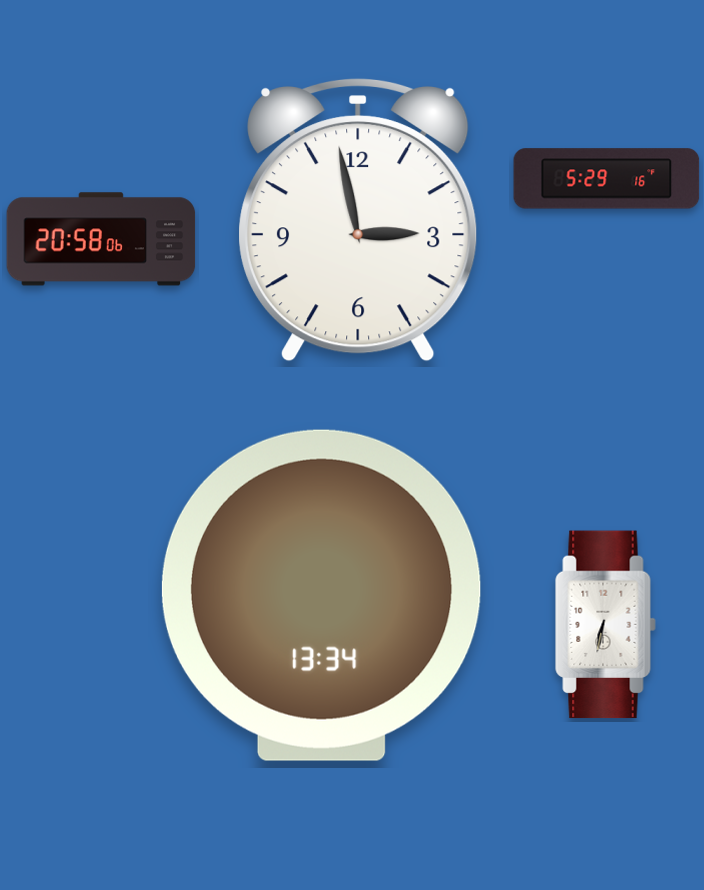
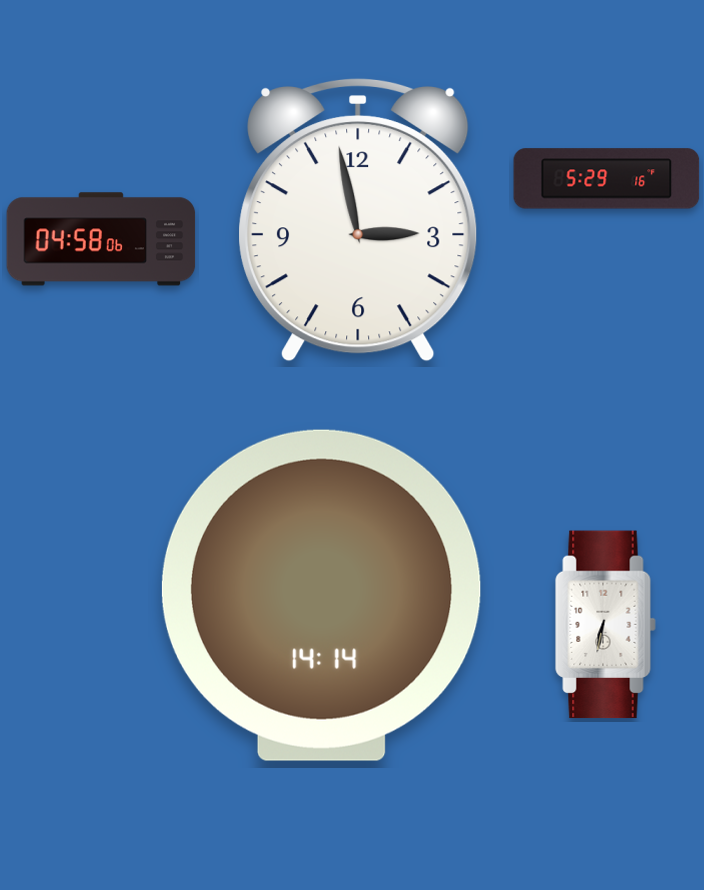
clock at (101, 239): 20:58 -> 04:58
clock at (321, 595): 13:34 -> 14:14
